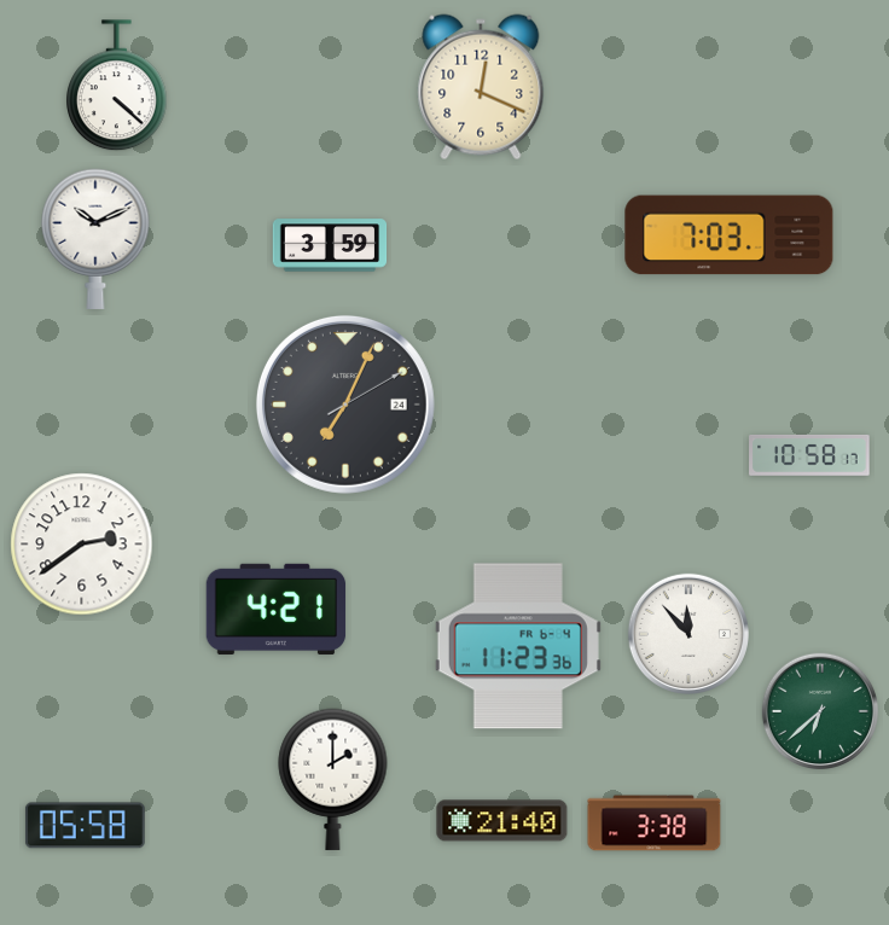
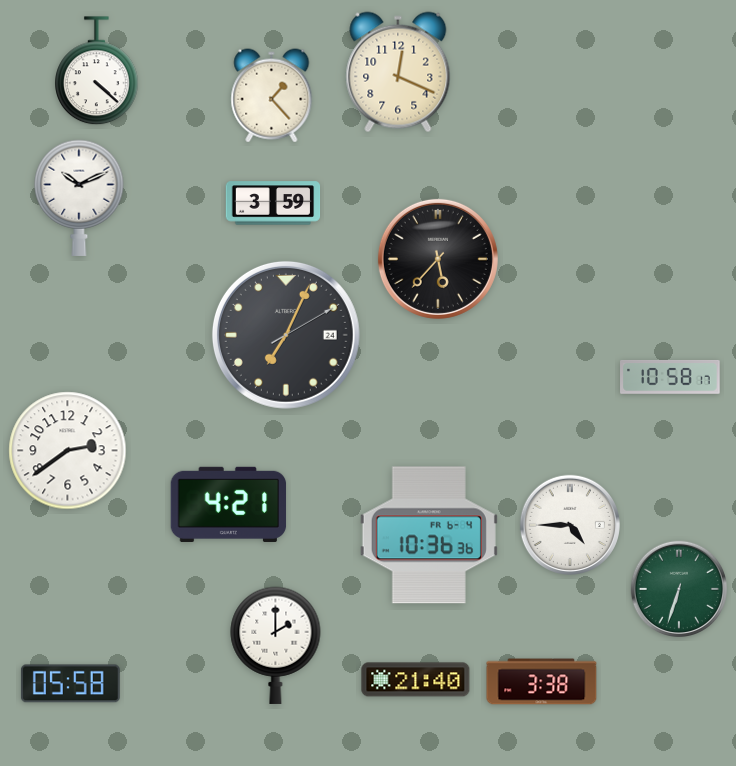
clock at (272, 96): none -> 1:23
clock at (730, 235): 7:03 -> none
clock at (438, 259): none -> 5:37
clock at (688, 634): 11:53 -> 4:45
clock at (518, 646): 11:23 -> 10:36
clock at (819, 710): 6:38 -> 6:33
